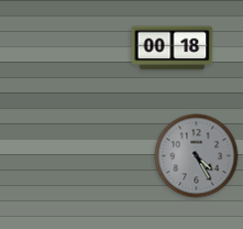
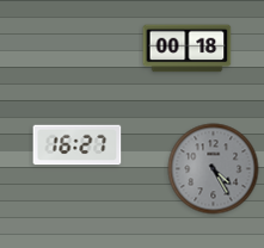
clock at (173, 48) position: (173, 48) -> (188, 49)
clock at (78, 145): none -> 16:27
